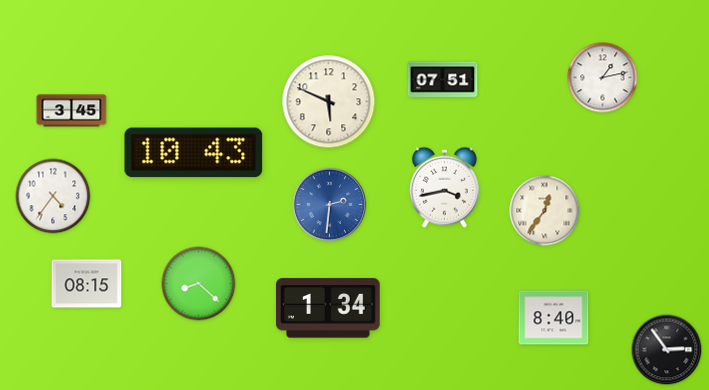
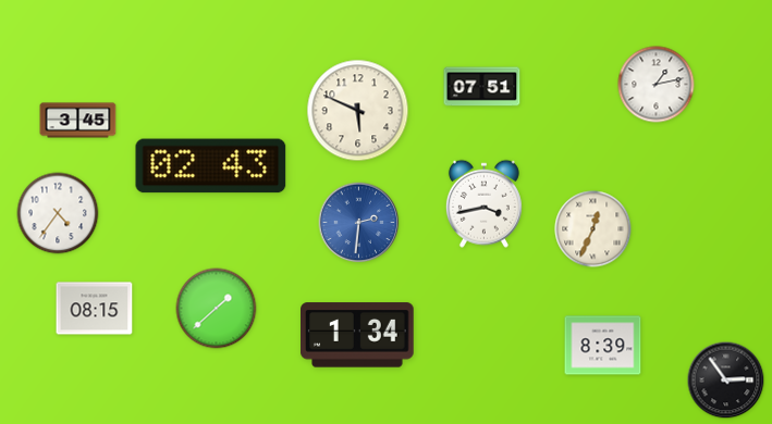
clock at (194, 153): 10:43 -> 02:43
clock at (545, 211): 12:36 -> 12:34
clock at (199, 284): 8:22 -> 1:38
clock at (554, 318): 8:40 -> 8:39
